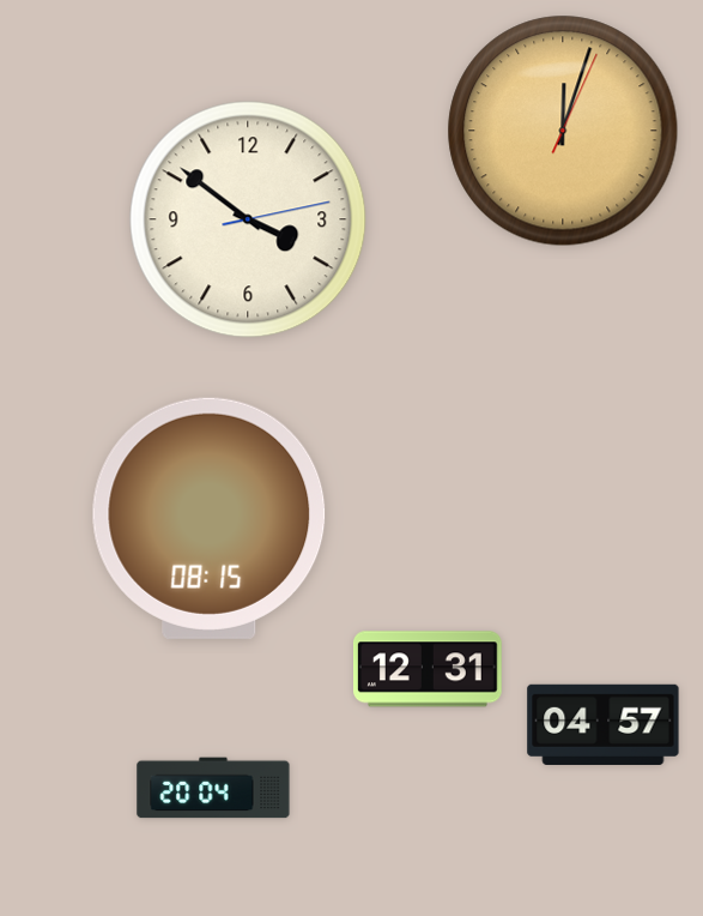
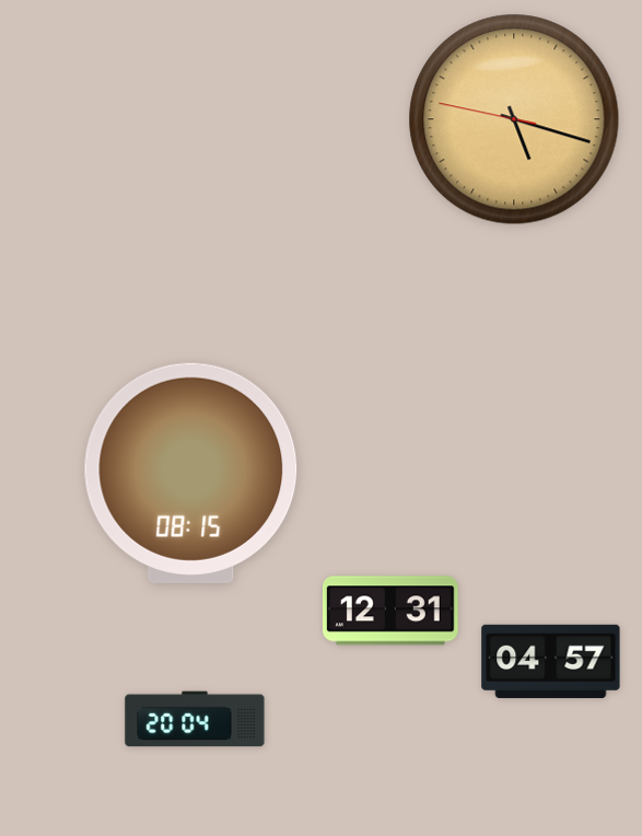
clock at (563, 131): 12:03 -> 5:17
clock at (248, 219): 3:51 -> none
